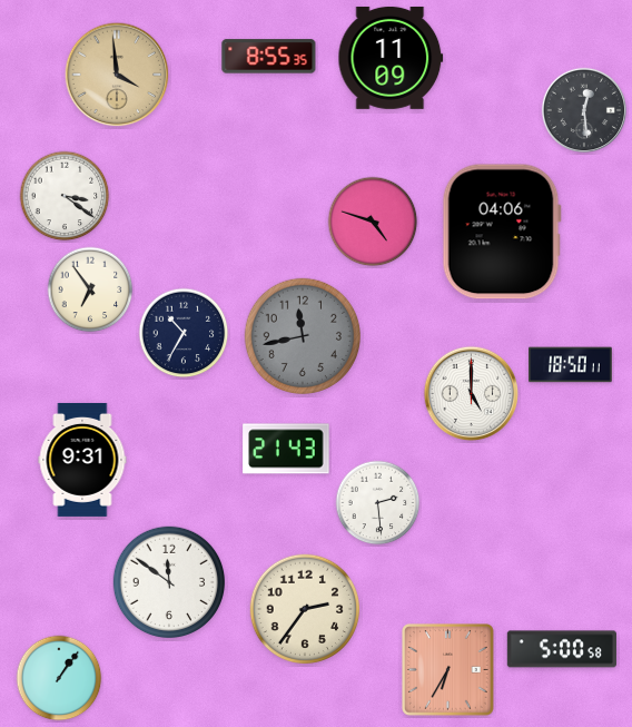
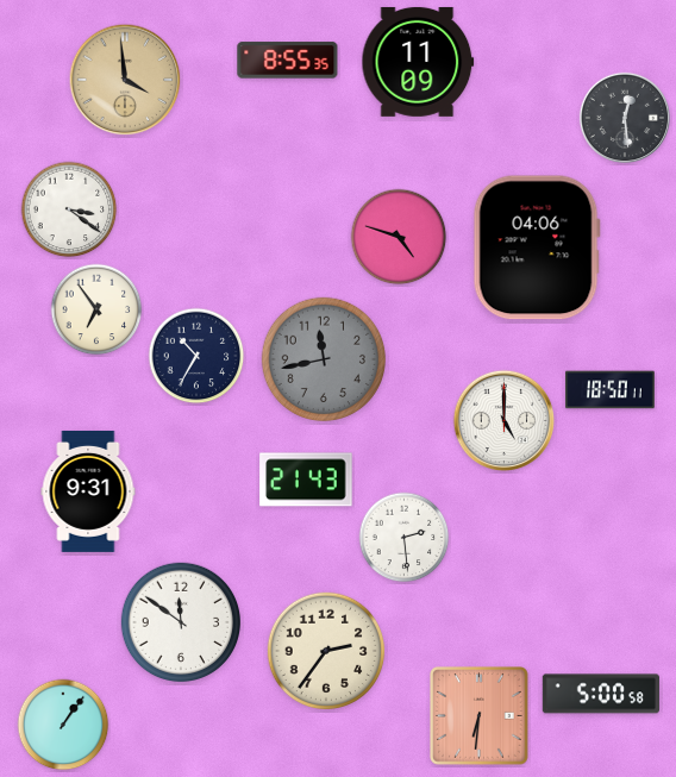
clock at (448, 670): 6:35 -> 6:31
